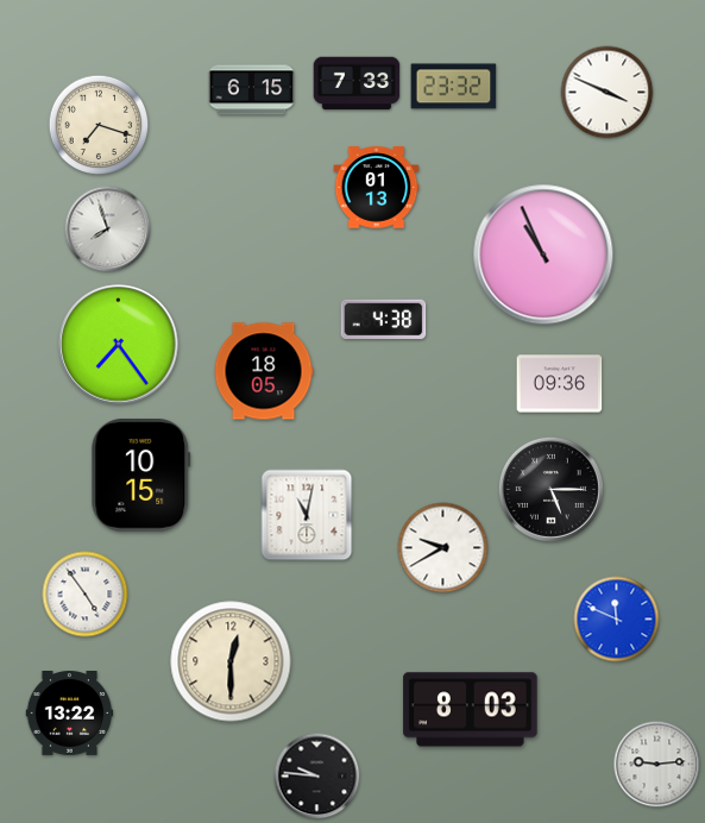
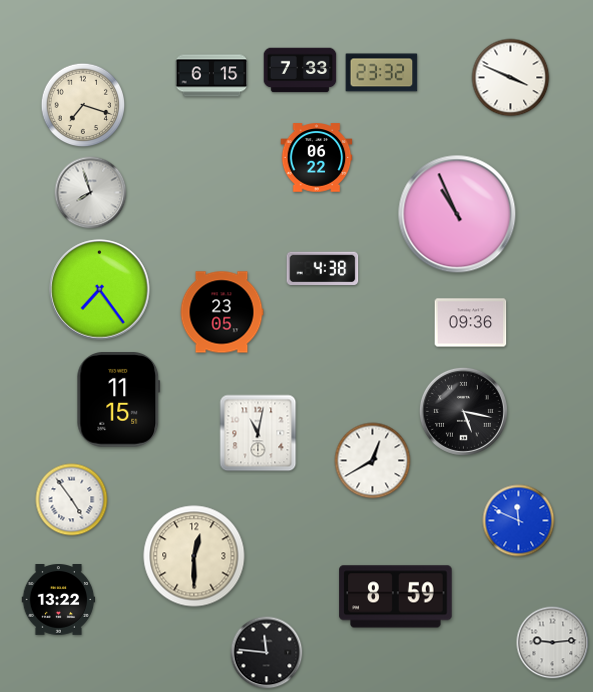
clock at (377, 188): 01:13 -> 06:22
clock at (264, 371): 18:05 -> 23:05
clock at (141, 476): 10:15 -> 11:15
clock at (550, 489): 5:15 -> 5:17
clock at (443, 548): 9:40 -> 12:40
clock at (471, 710): 8:03 -> 8:59
clock at (317, 777): 9:46 -> 11:46
